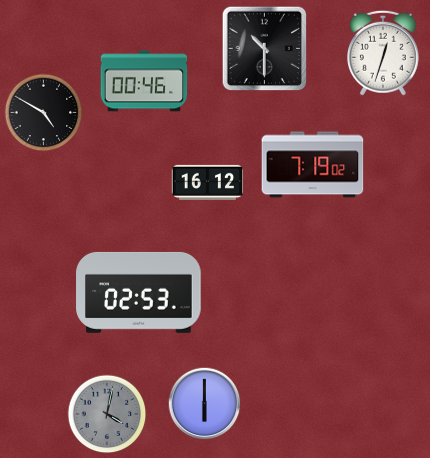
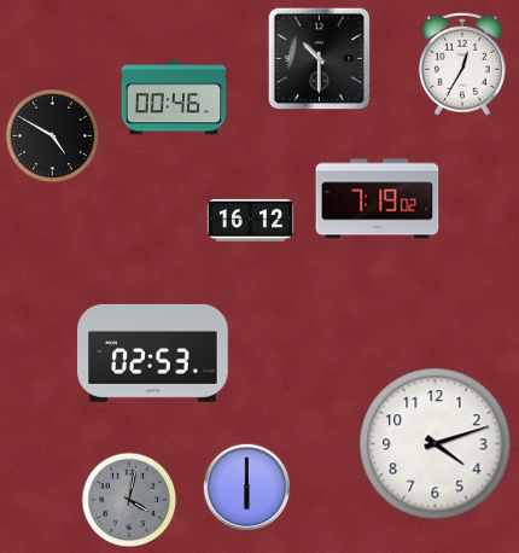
clock at (383, 53): 12:33 -> 12:35
clock at (139, 292) position: (139, 292) -> (153, 353)
clock at (436, 444): none -> 4:12
